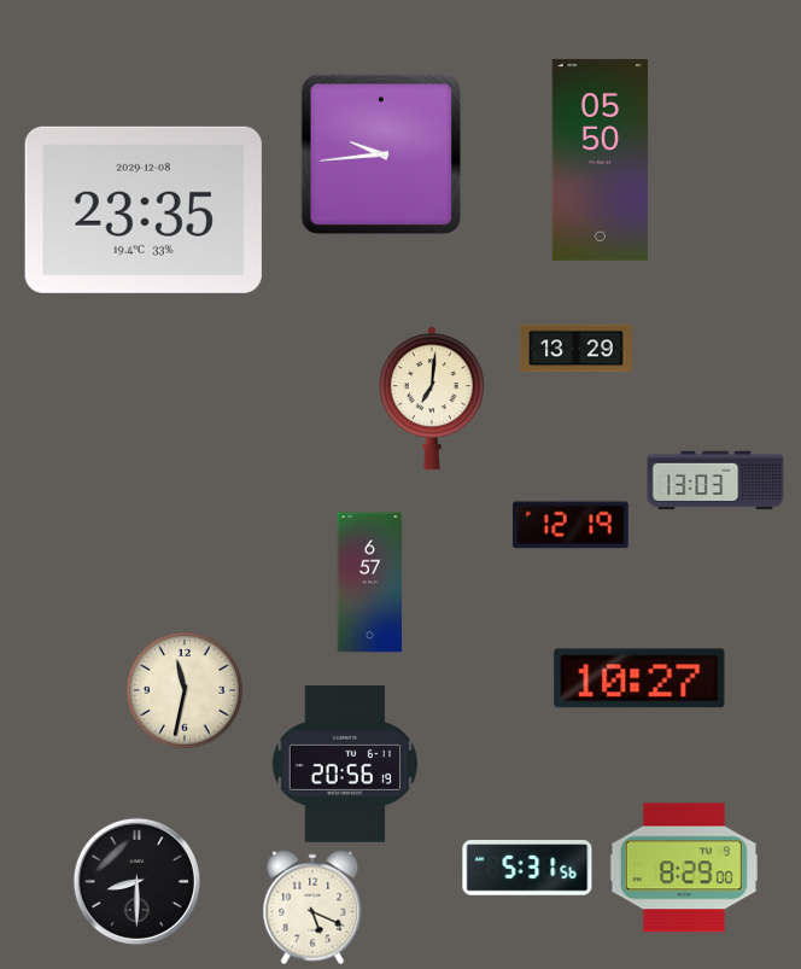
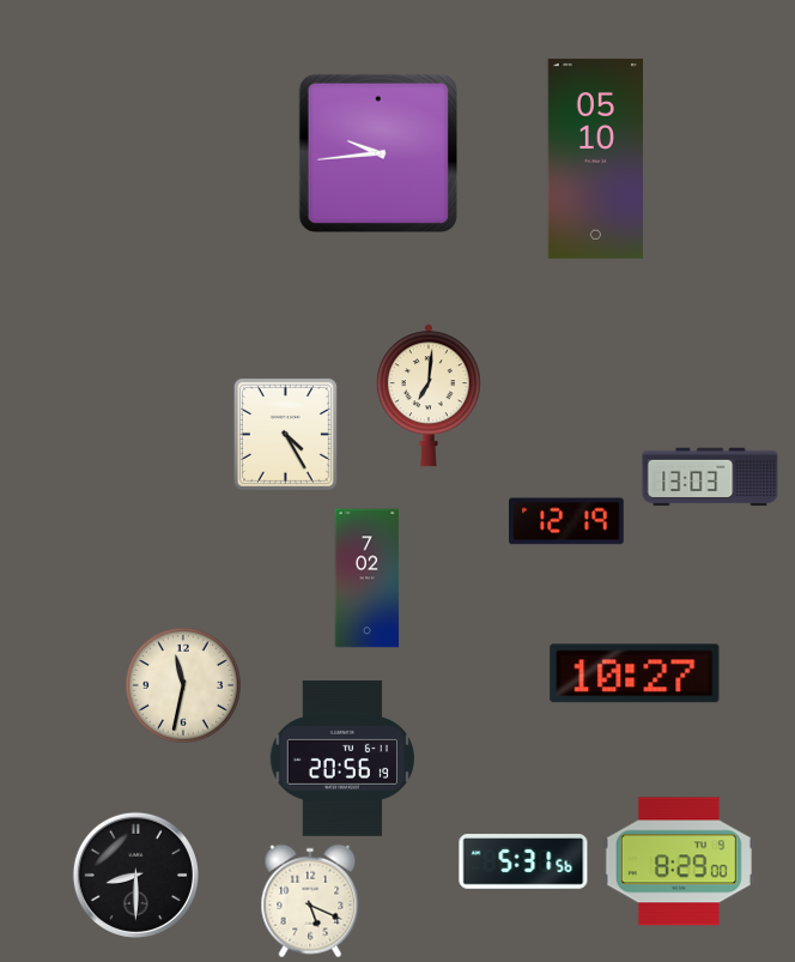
clock at (601, 159): 05:50 -> 05:10
clock at (144, 210): 23:35 -> none
clock at (575, 349): 13:29 -> none
clock at (285, 434): none -> 4:25
clock at (370, 583): 6:57 -> 7:02
